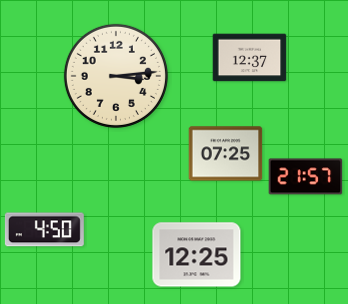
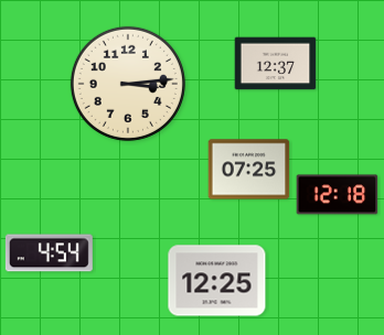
clock at (306, 177): 21:57 -> 12:18
clock at (44, 230): 4:50 -> 4:54
